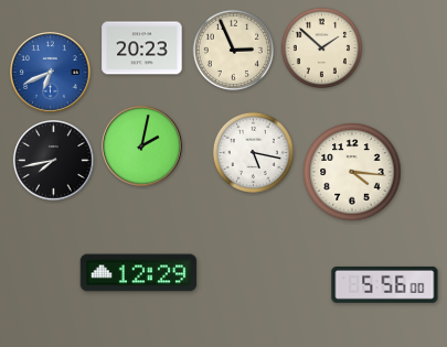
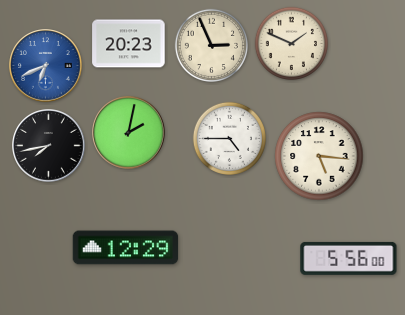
clock at (321, 47): 1:52 -> 1:49
clock at (253, 152): 5:17 -> 4:45
clock at (352, 172): 4:16 -> 5:16
